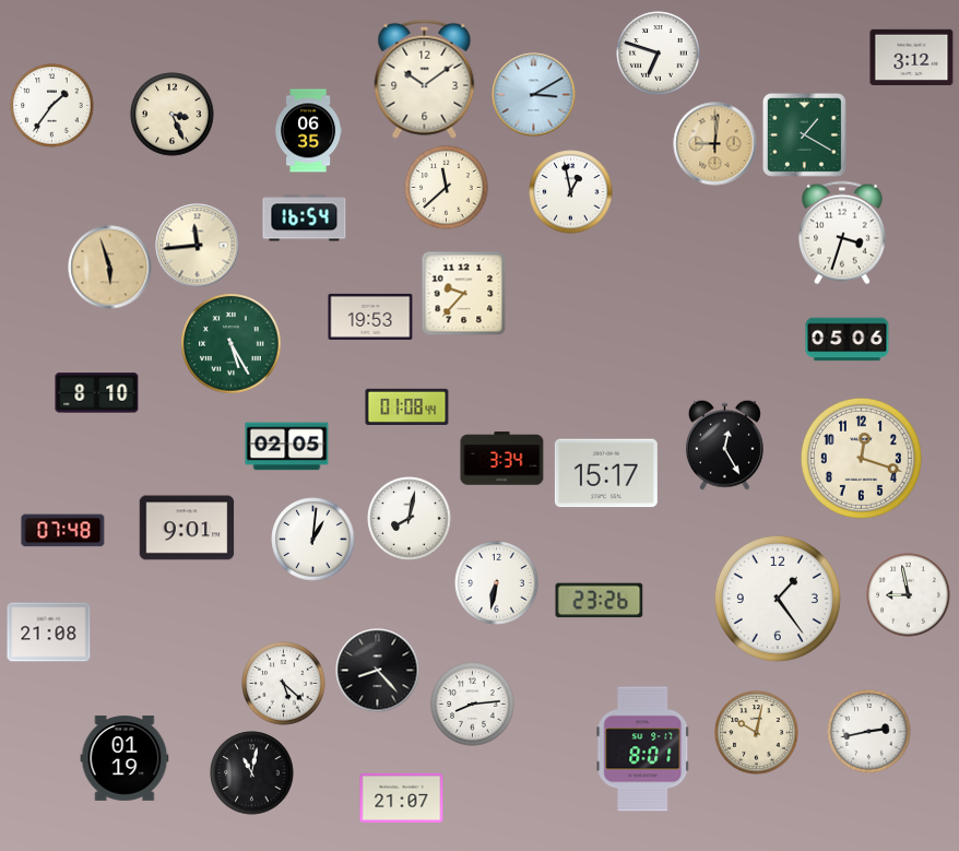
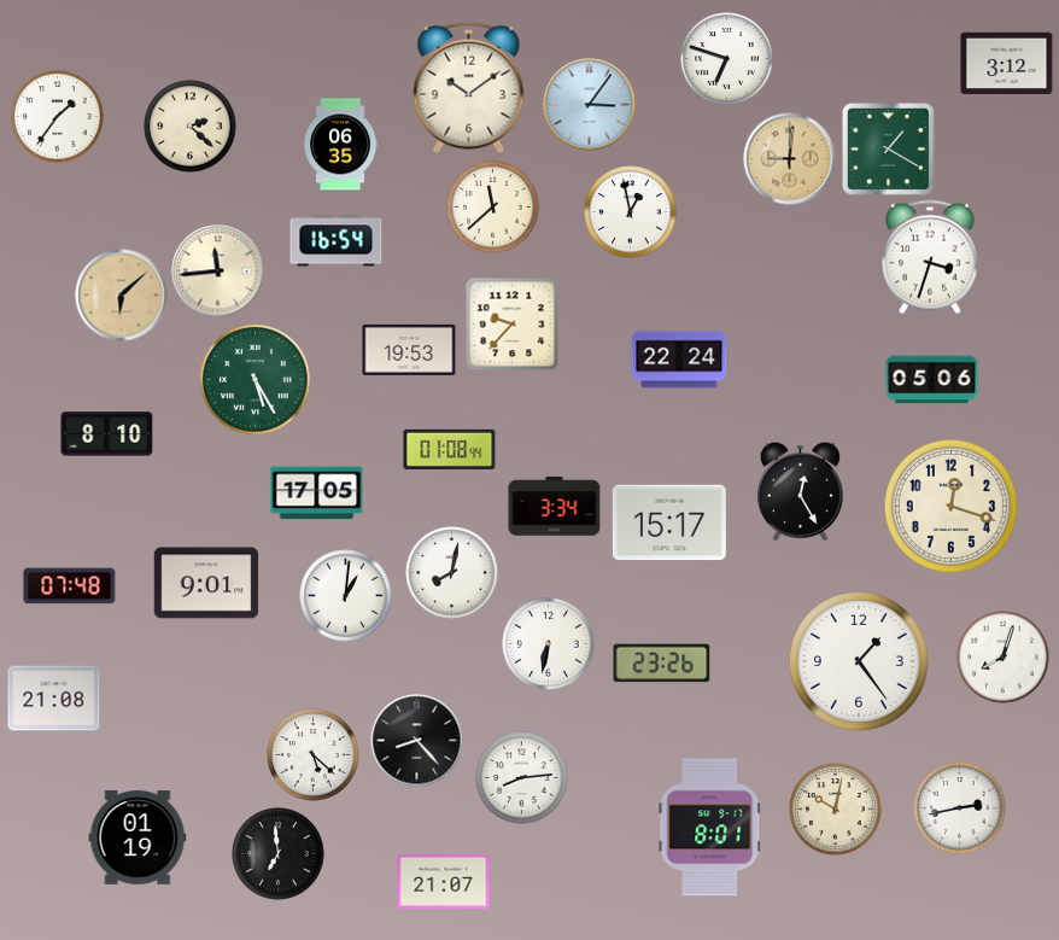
clock at (534, 95): 3:10 -> 3:06
clock at (173, 115): 3:26 -> 2:22
clock at (110, 268): 5:57 -> 6:08
clock at (679, 360): none -> 22:24
clock at (848, 340) position: (848, 340) -> (932, 380)
clock at (287, 447): 02:05 -> 17:05
clock at (909, 595): 8:58 -> 8:03
clock at (252, 773): 11:02 -> 6:59
